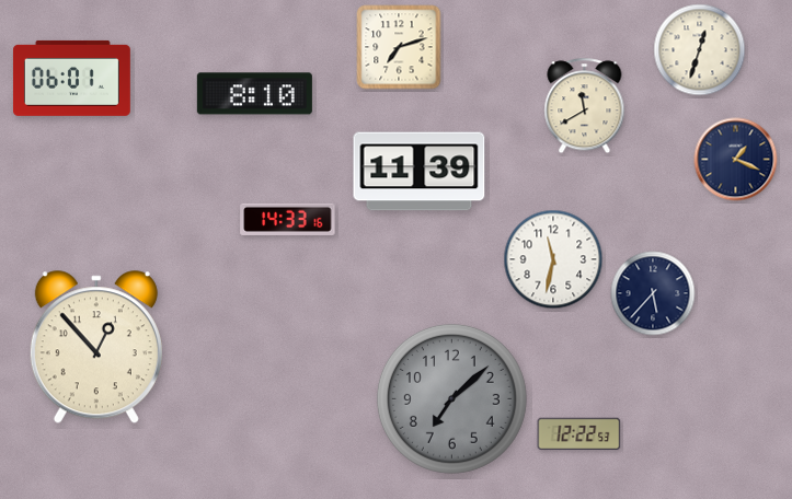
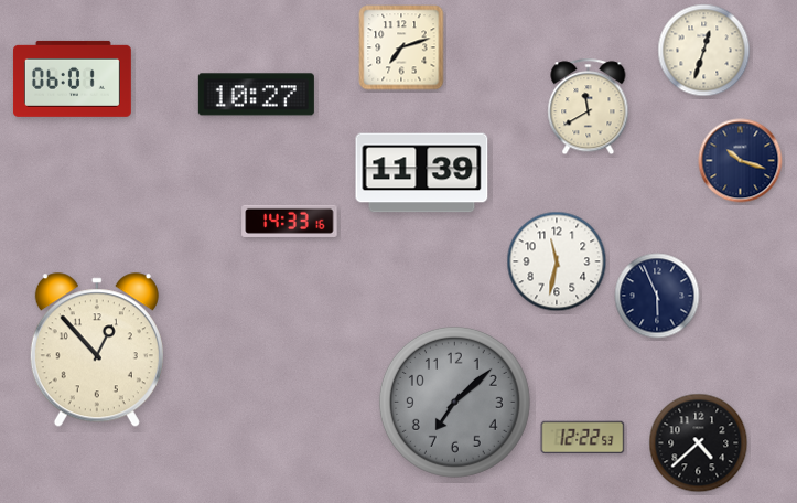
clock at (254, 94): 8:10 -> 10:27
clock at (736, 160): 1:19 -> 10:18
clock at (653, 293): 5:37 -> 5:56
clock at (699, 443): none -> 4:38
